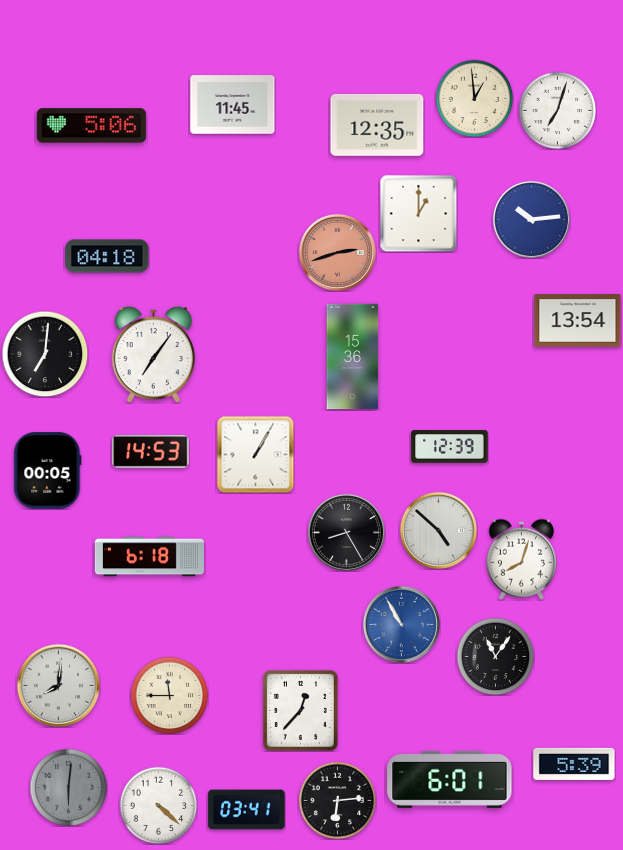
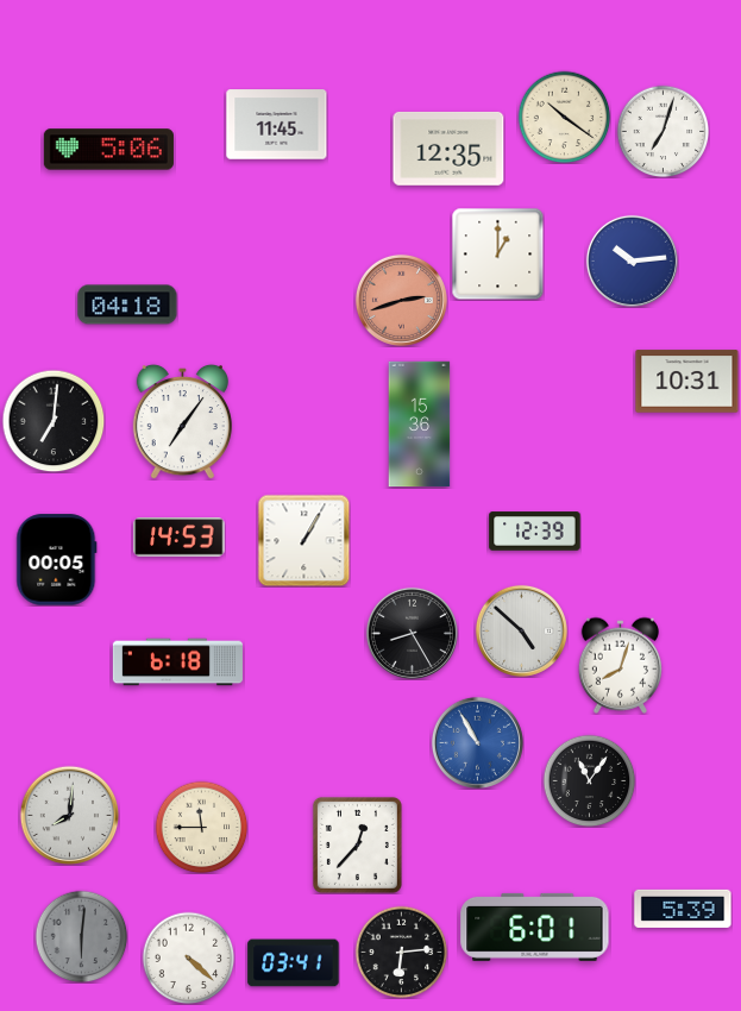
clock at (474, 98): 12:59 -> 10:21
clock at (578, 321): 13:54 -> 10:31
